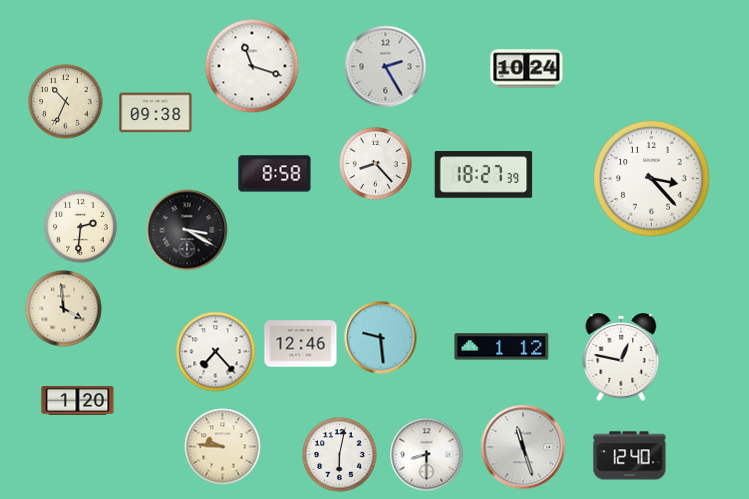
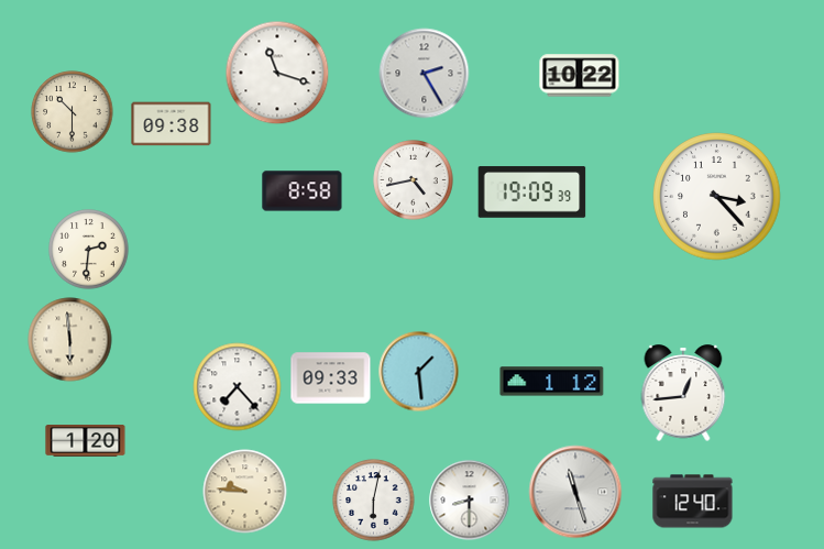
clock at (527, 69): 10:24 -> 10:22
clock at (66, 102): 10:34 -> 10:30
clock at (376, 164): 8:23 -> 4:43
clock at (484, 175): 18:27 -> 19:09
clock at (187, 230): 3:20 -> none
clock at (64, 309): 3:59 -> 5:59
clock at (381, 338): 9:29 -> 1:29
clock at (301, 344): 12:46 -> 09:33
clock at (621, 357): 12:47 -> 12:44
